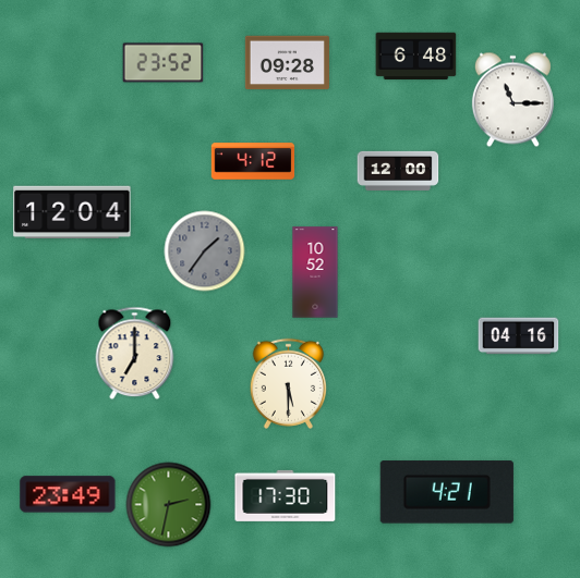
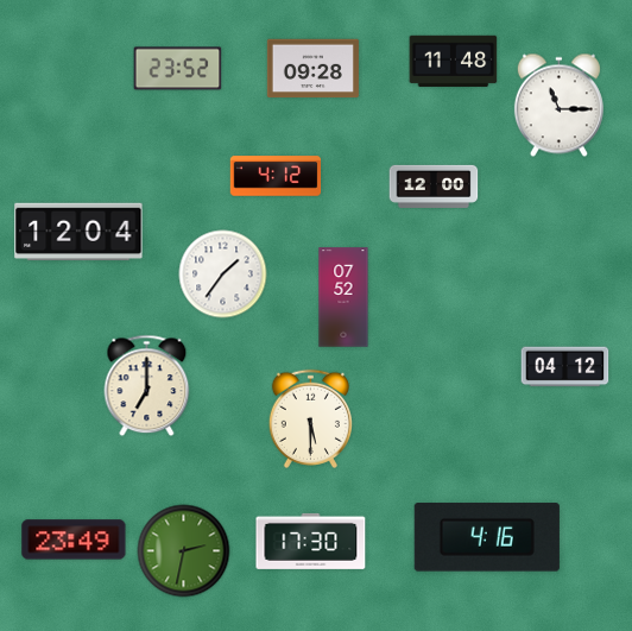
clock at (416, 56): 6:48 -> 11:48
clock at (512, 100) position: (512, 100) -> (558, 106)
clock at (205, 251) dial: grey -> white
clock at (315, 272): 10:52 -> 07:52
clock at (519, 336): 04:16 -> 04:12
clock at (288, 383) position: (288, 383) -> (310, 418)
clock at (447, 492): 4:21 -> 4:16
